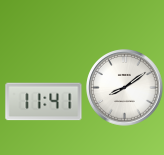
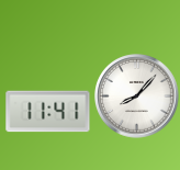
clock at (125, 88): 8:09 -> 8:07
